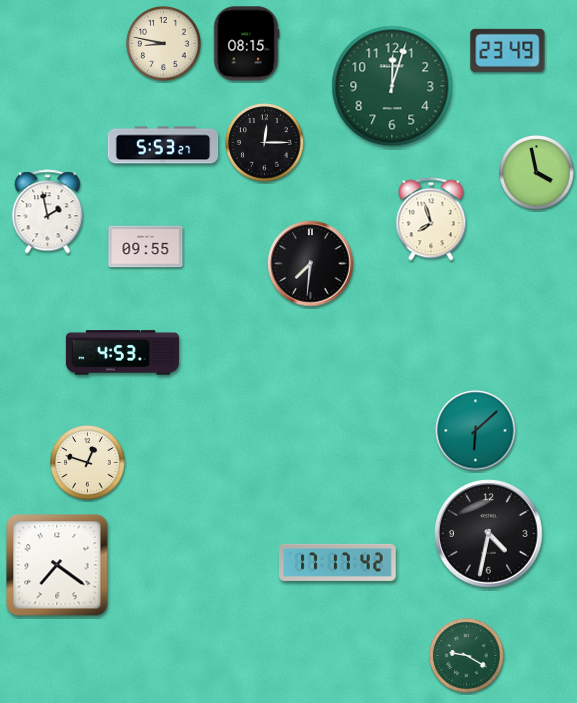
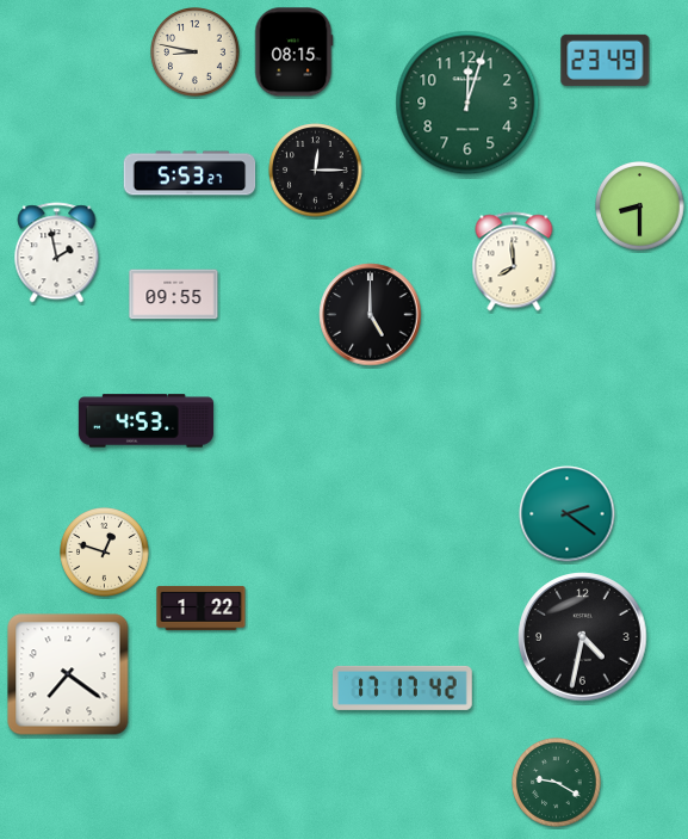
clock at (163, 145) position: (163, 145) -> (190, 173)
clock at (537, 173): 3:58 -> 8:30
clock at (431, 219): 7:57 -> 7:59
clock at (311, 264): 7:31 -> 5:00
clock at (476, 431): 6:08 -> 2:21
clock at (202, 607): none -> 1:22
clock at (338, 562) position: (338, 562) -> (403, 687)
